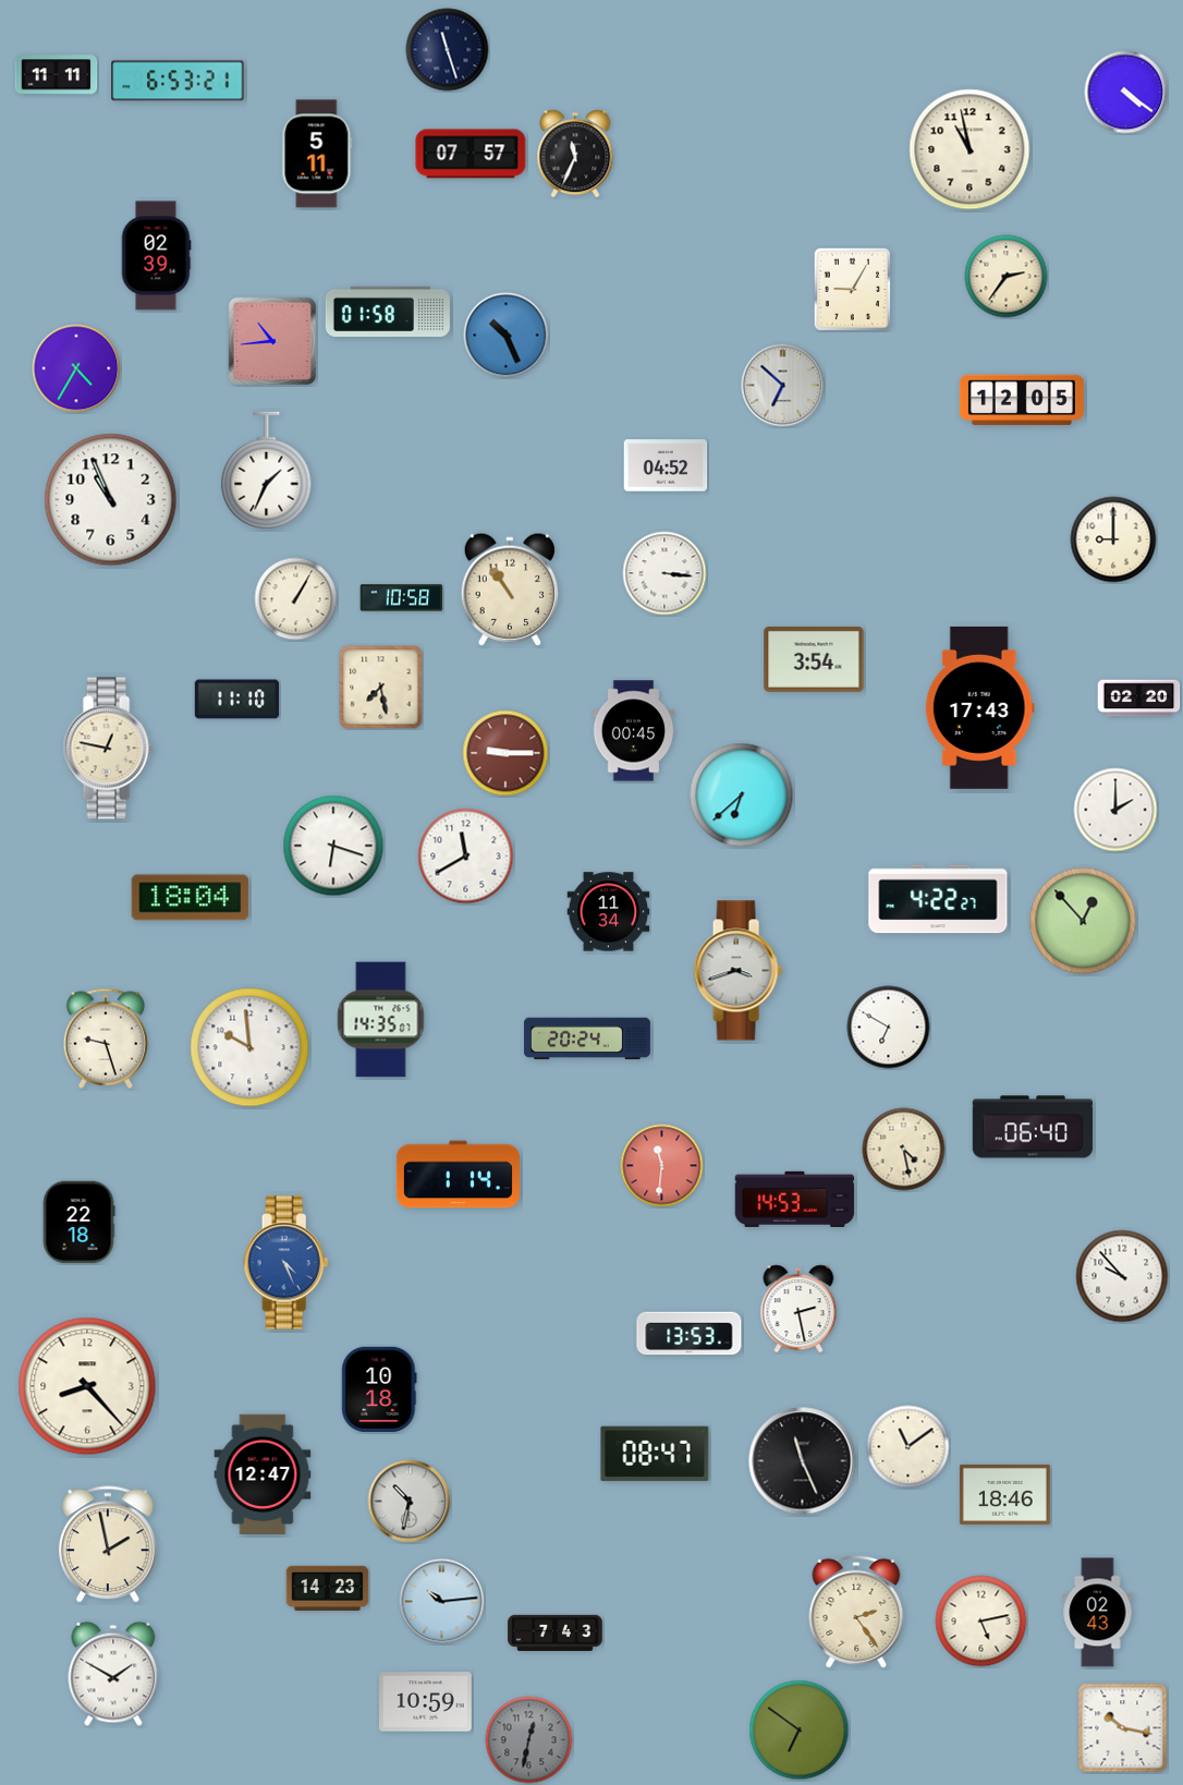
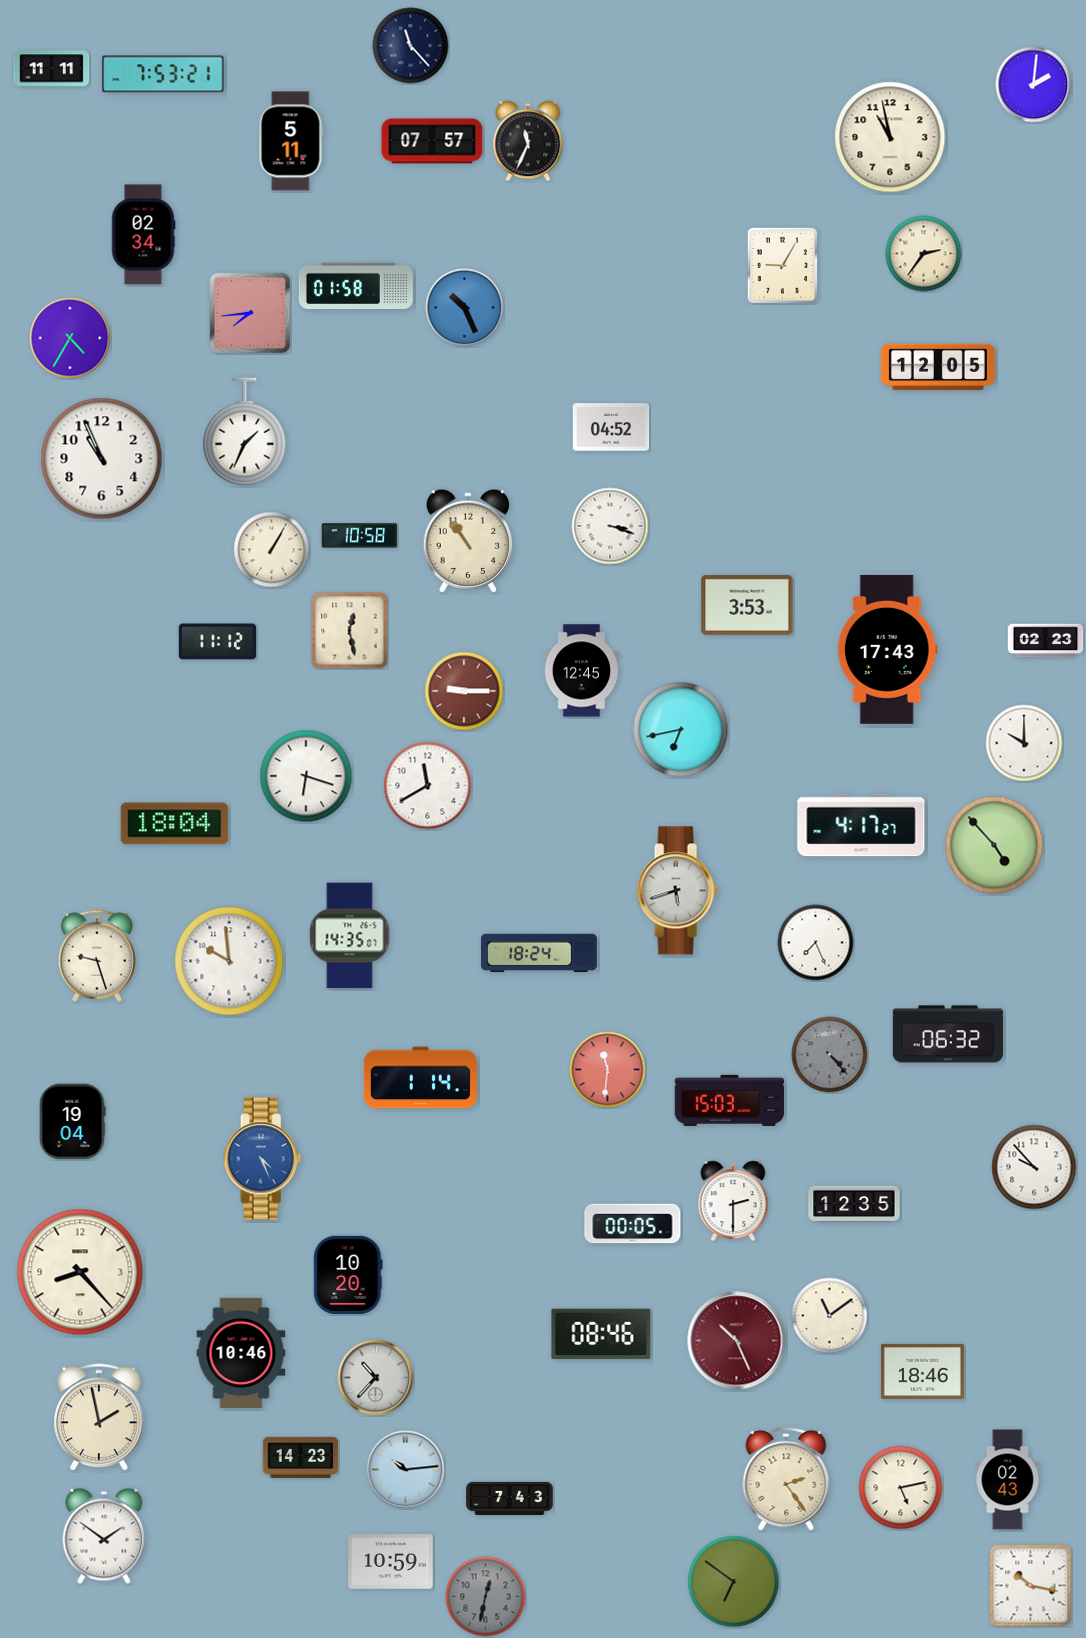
clock at (448, 50): 11:27 -> 11:23
clock at (178, 81): 6:53 -> 7:53
clock at (1126, 93): 4:21 -> 2:01
clock at (156, 256): 02:39 -> 02:34
clock at (272, 341): 10:44 -> 7:44
clock at (783, 386): 6:52 -> none
clock at (1113, 539): 9:00 -> none
clock at (664, 573): 3:16 -> 3:18
clock at (402, 598) position: (402, 598) -> (360, 536)
clock at (814, 660): 3:54 -> 3:53
clock at (381, 688): 7:28 -> 12:28
clock at (1139, 699): 02:20 -> 02:23
clock at (237, 700): 11:10 -> 11:12
clock at (979, 707) position: (979, 707) -> (887, 649)
clock at (634, 731): 00:45 -> 12:45
clock at (108, 749): 12:47 -> none
clock at (742, 796): 6:38 -> 6:43
clock at (1115, 810): 2:00 -> 10:00
clock at (938, 899): 4:22 -> 4:17
clock at (609, 912): 11:34 -> none
clock at (1083, 921): 12:53 -> 4:53
clock at (737, 971): 3:42 -> 5:42
clock at (889, 1028): 6:50 -> 7:26
clock at (106, 1039) position: (106, 1039) -> (97, 956)
clock at (587, 1039): 20:24 -> 18:24
clock at (1032, 1127): 06:40 -> 06:32
clock at (904, 1150): 4:28 -> 4:23
clock at (904, 1150) dial: cream -> grey
clock at (795, 1199): 14:53 -> 15:03
clock at (78, 1223): 22:18 -> 19:04
clock at (1122, 1276) position: (1122, 1276) -> (1034, 1167)
clock at (798, 1309): 2:28 -> 2:30
clock at (854, 1204): none -> 12:35
clock at (690, 1334): 13:53 -> 00:05
clock at (379, 1388): 10:18 -> 10:20
clock at (908, 1447) position: (908, 1447) -> (830, 1316)
clock at (655, 1454): 08:47 -> 08:46
clock at (803, 1461): 11:26 -> 10:26
clock at (803, 1461) dial: black -> burgundy
clock at (263, 1473): 12:47 -> 10:46
clock at (410, 1502): 10:32 -> 10:37
clock at (113, 1674): 1:50 -> 1:51
clock at (800, 1731) position: (800, 1731) -> (734, 1582)
